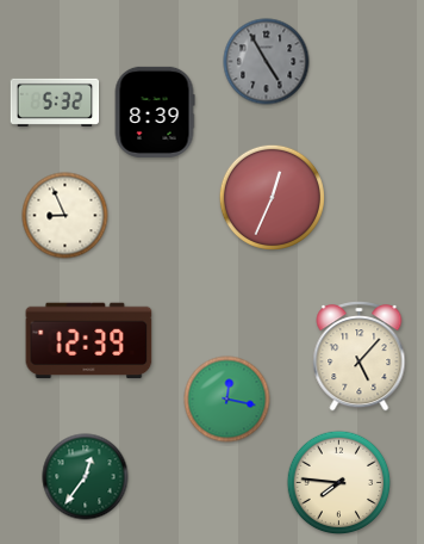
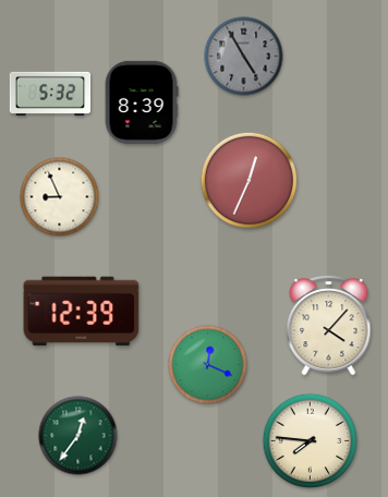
clock at (360, 357): 5:07 -> 4:07
clock at (227, 400): 12:17 -> 12:19
